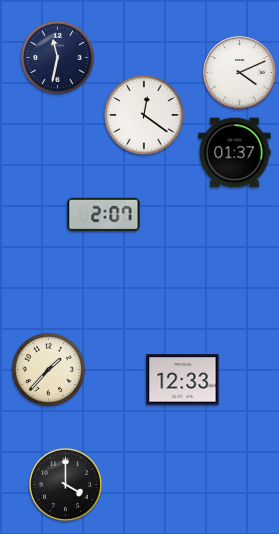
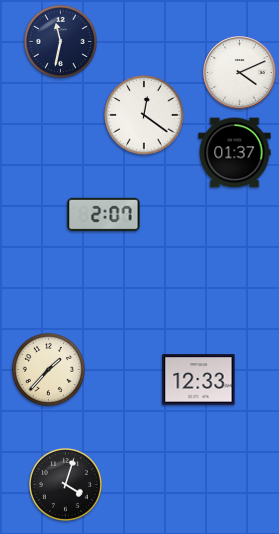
clock at (57, 57) position: (57, 57) -> (60, 41)
clock at (183, 380) position: (183, 380) -> (199, 380)
clock at (65, 484): 4:00 -> 4:03
